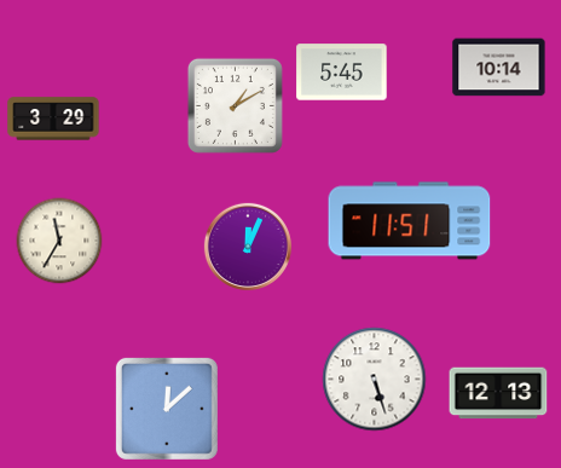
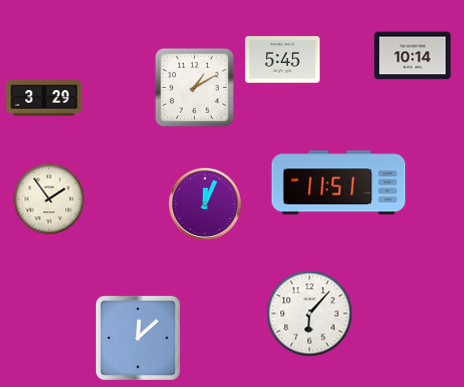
clock at (59, 241): 11:35 -> 1:54
clock at (375, 380): 5:27 -> 6:07
clock at (498, 393): 12:13 -> none
